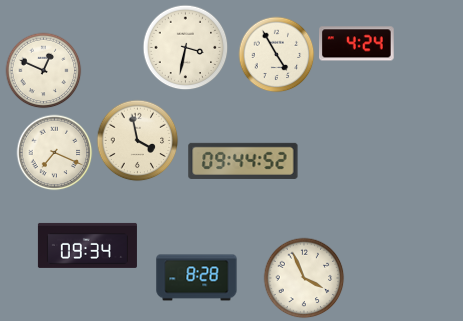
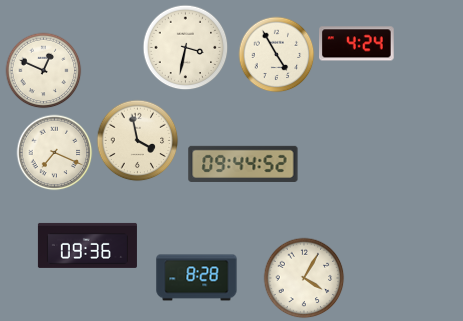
clock at (243, 161) position: (243, 161) -> (243, 164)
clock at (87, 245): 09:34 -> 09:36
clock at (304, 278): 3:56 -> 4:05
